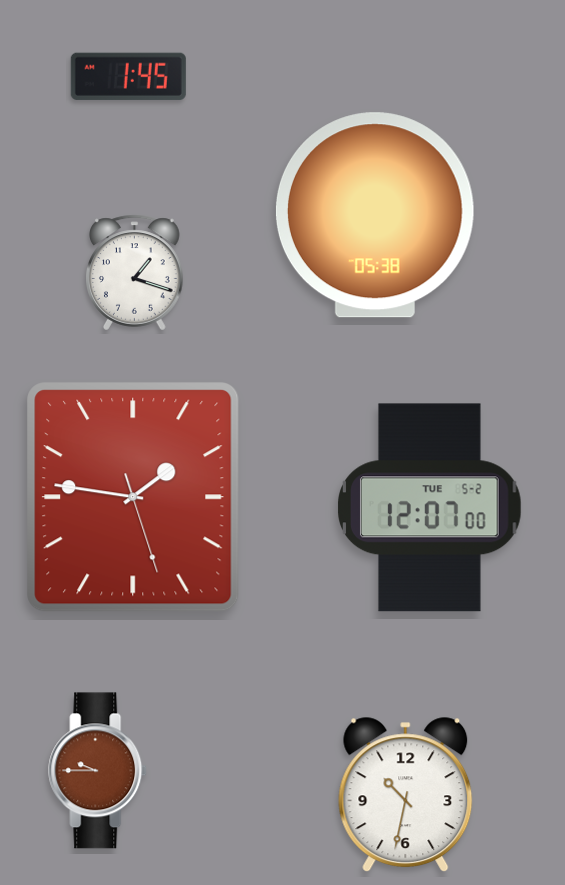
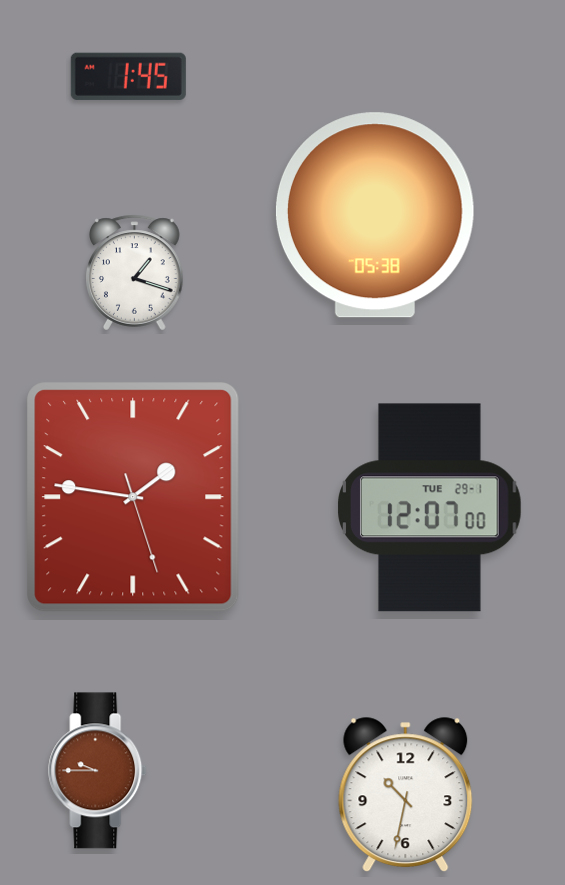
clock at (430, 508) date: TUE 5-2 -> TUE 29-1
